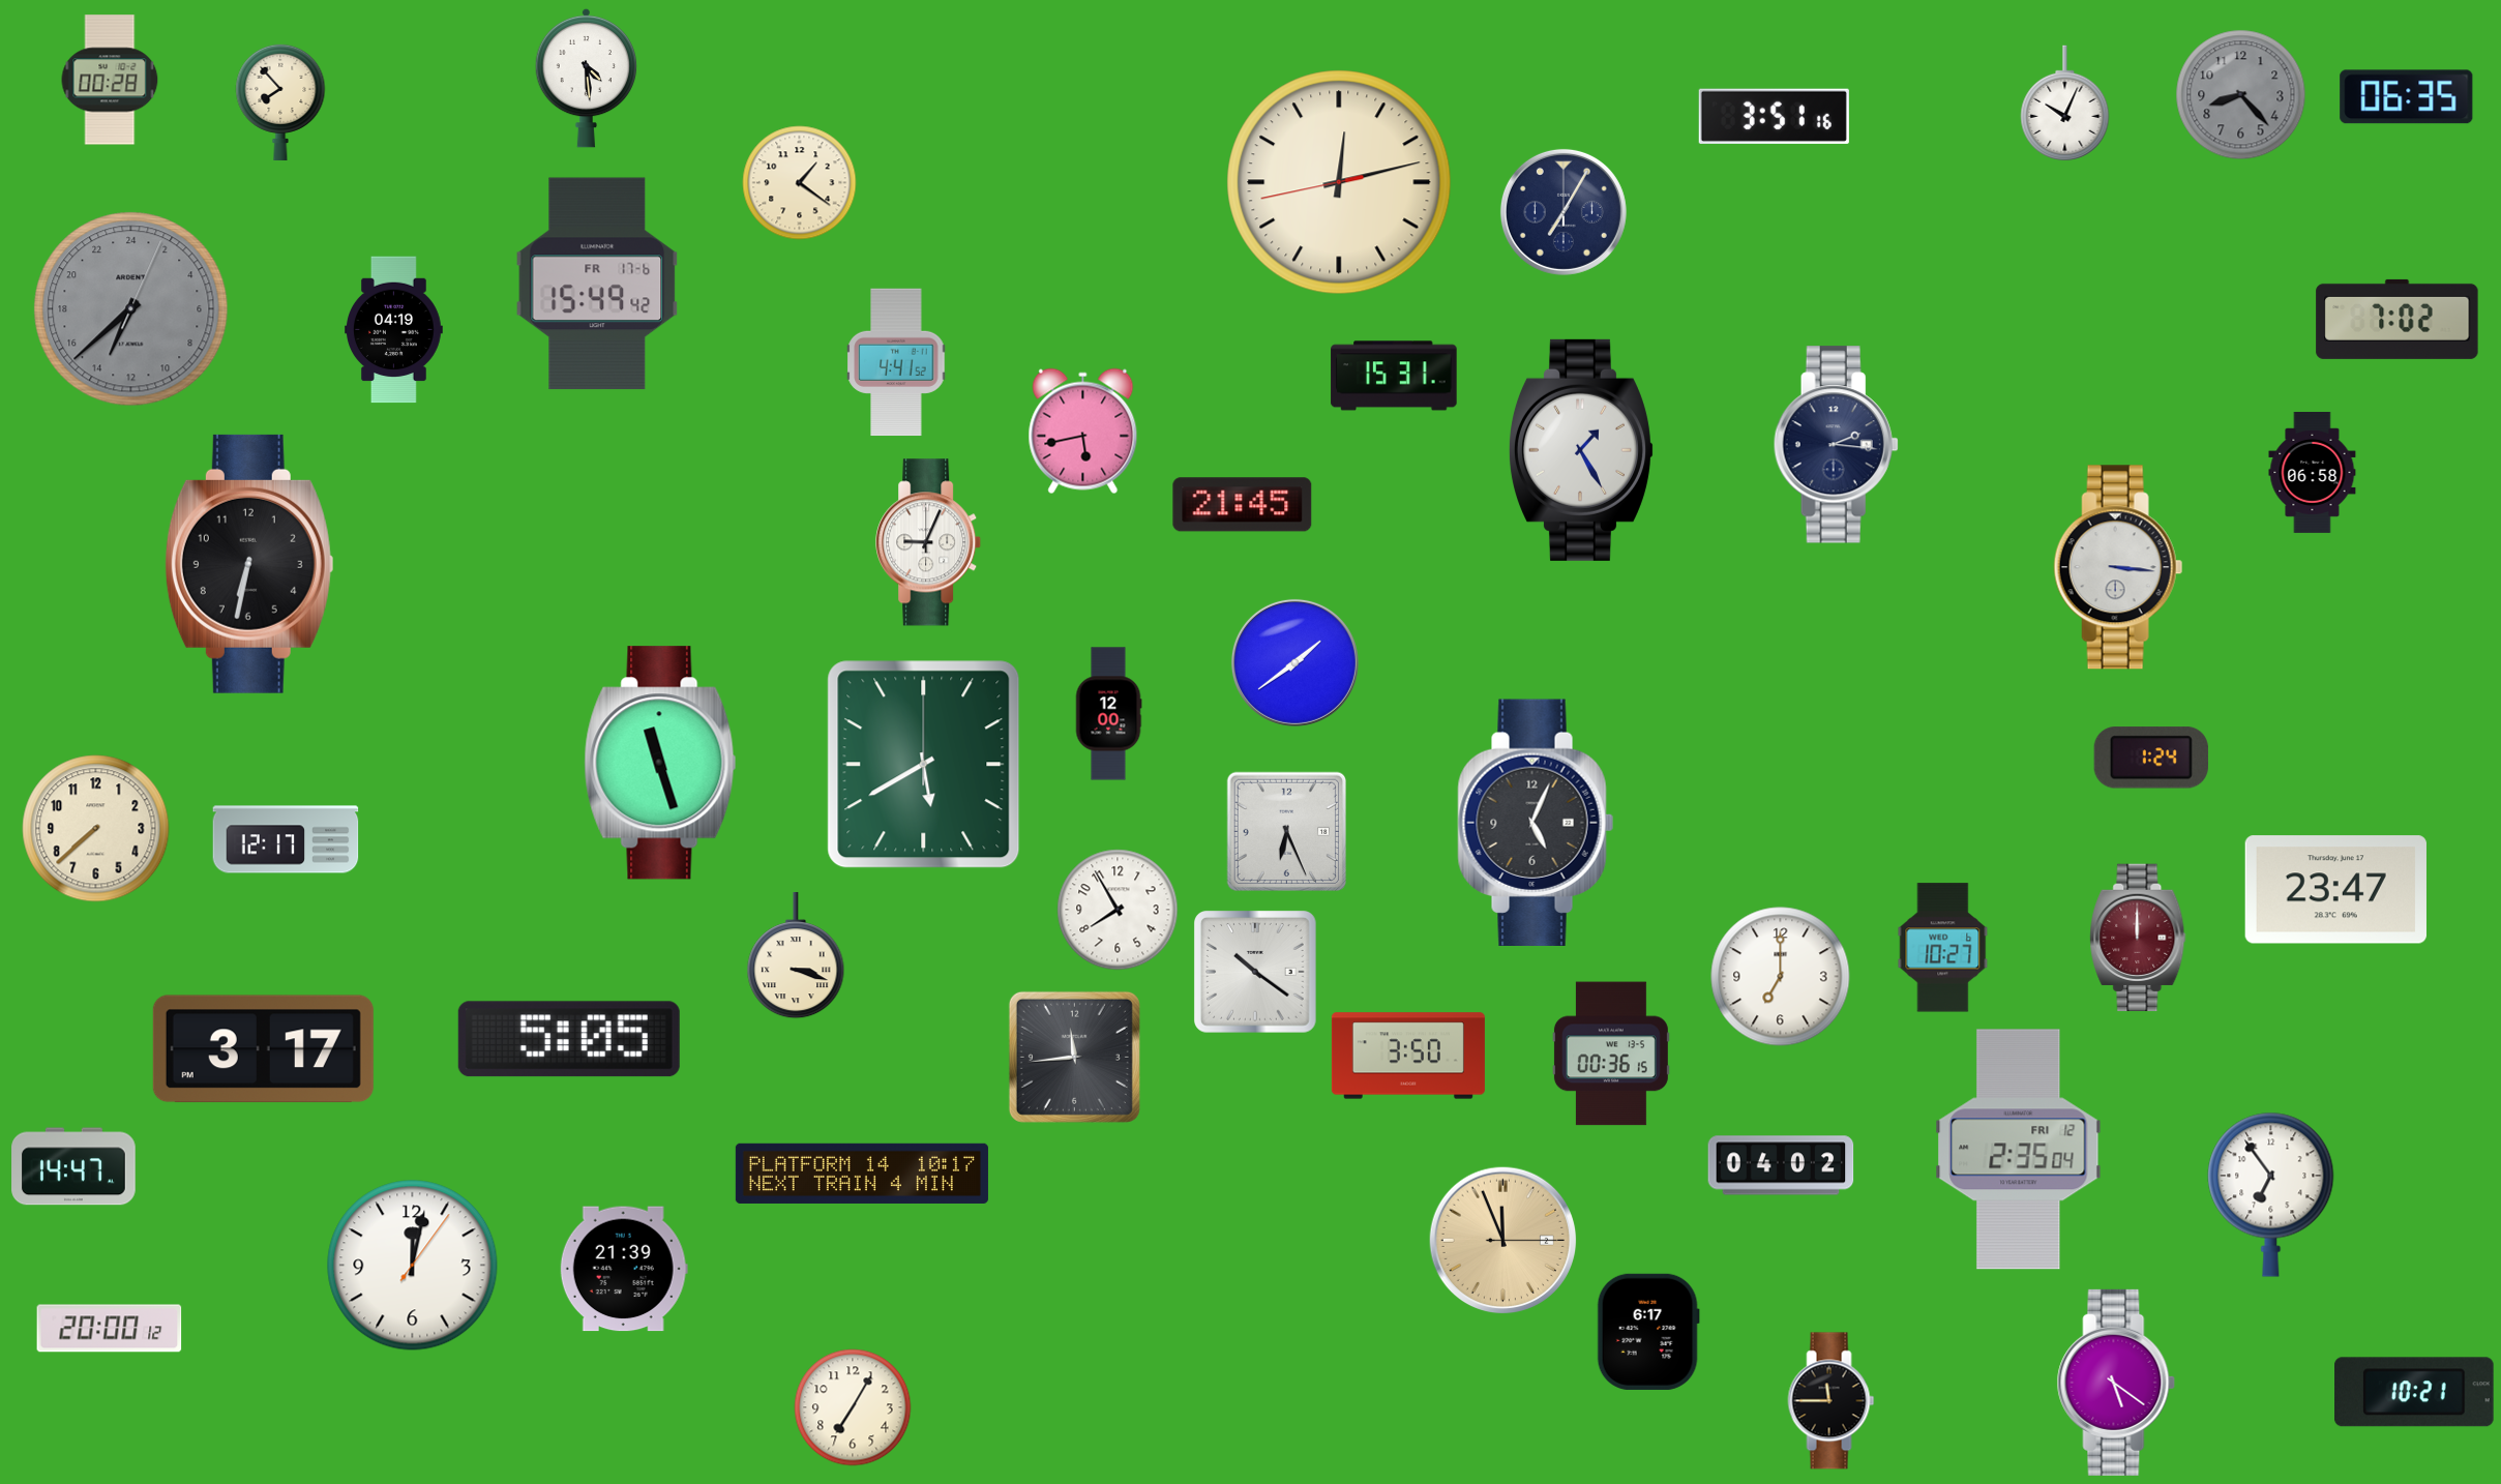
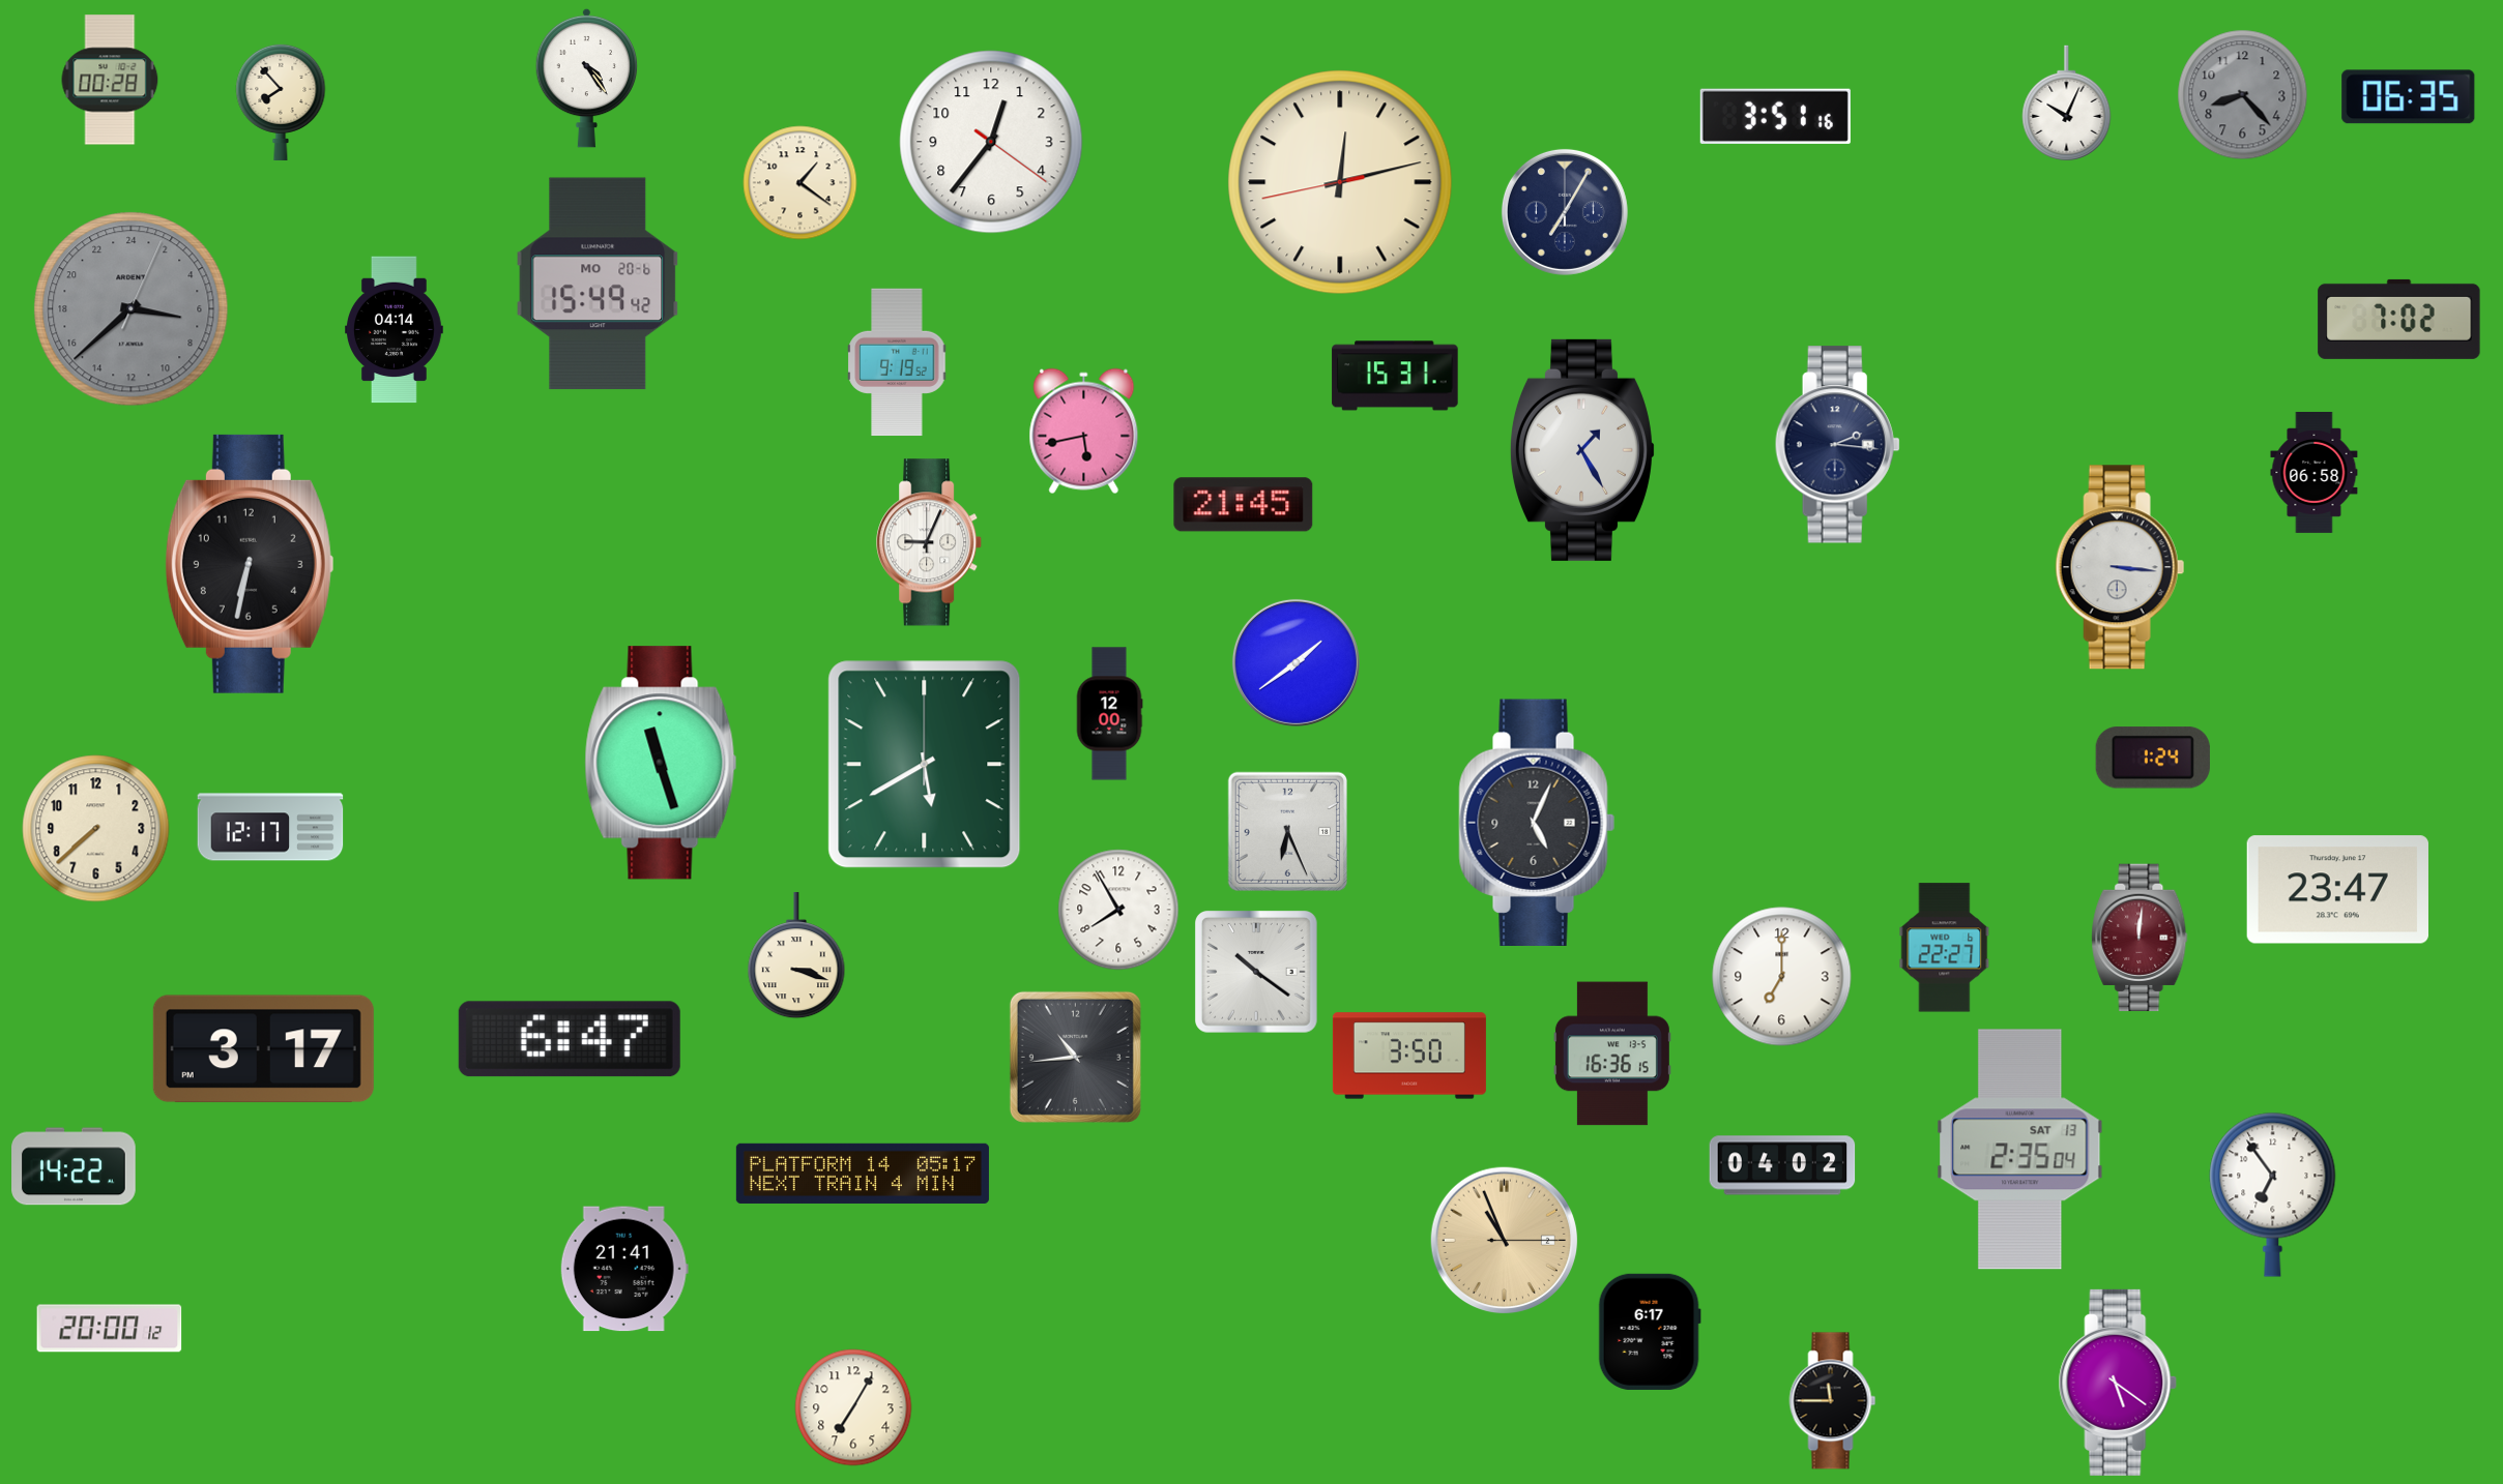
clock at (587, 78): 4:29 -> 4:24
clock at (991, 142): none -> 12:36
clock at (597, 284) date: FR 17-6 -> MO 20-6
clock at (131, 309): 13:38 -> 6:38
clock at (394, 330): 04:19 -> 04:14
clock at (896, 362): 4:41 -> 9:19
clock at (286, 839) position: (286, 839) -> (270, 827)
clock at (2138, 938): 12:00 -> 12:01
clock at (1943, 948): 10:27 -> 22:27
clock at (569, 1039): 5:05 -> 6:47
clock at (1611, 1053): 00:36 -> 16:36
clock at (1074, 1057): 11:44 -> 10:44
clock at (2019, 1150) date: FRI 12 -> SAT 13
clock at (73, 1166): 14:47 -> 14:22
clock at (862, 1174): 10:17 -> 05:17
clock at (1503, 1241): 11:56 -> 10:56
clock at (413, 1266): 12:02 -> none
clock at (624, 1269): 21:39 -> 21:41
clock at (2415, 1392): 10:21 -> none
